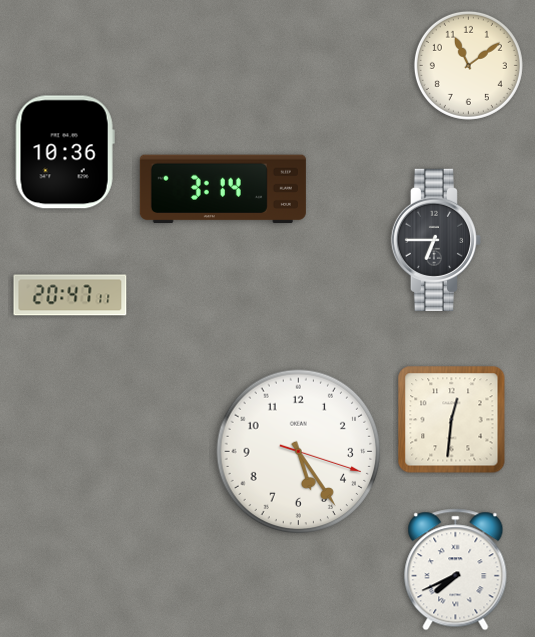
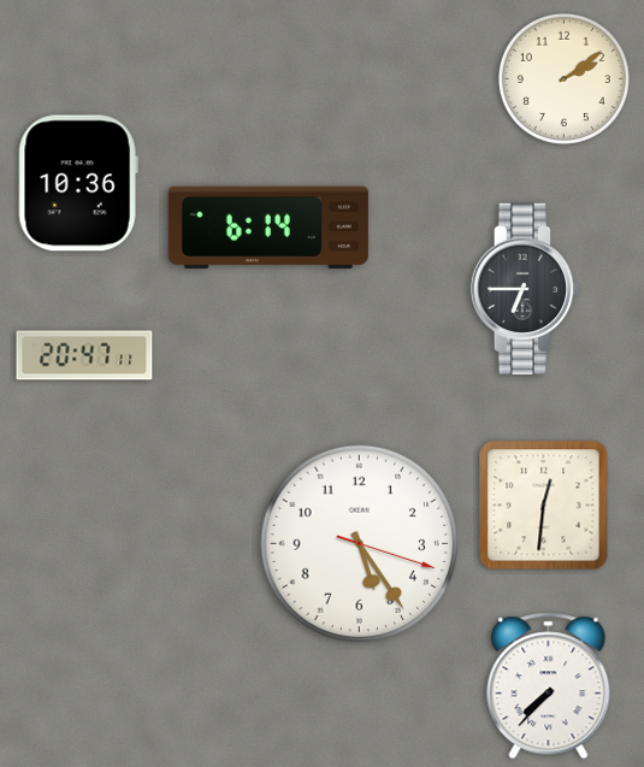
clock at (468, 65): 11:09 -> 2:09
clock at (223, 189): 3:14 -> 6:14
clock at (456, 570): 7:41 -> 7:37
